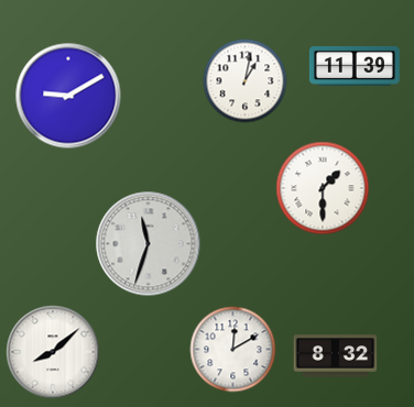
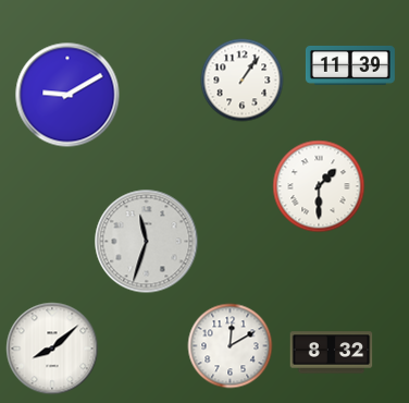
clock at (246, 81): 1:02 -> 1:06
